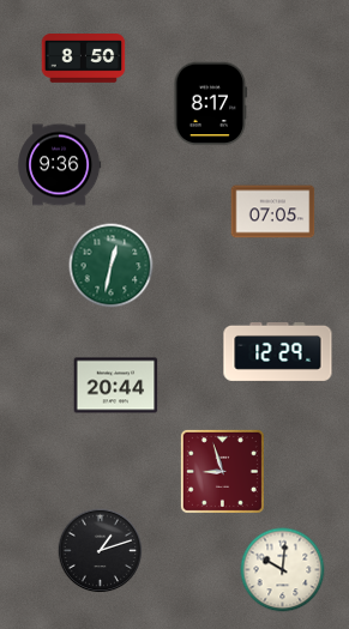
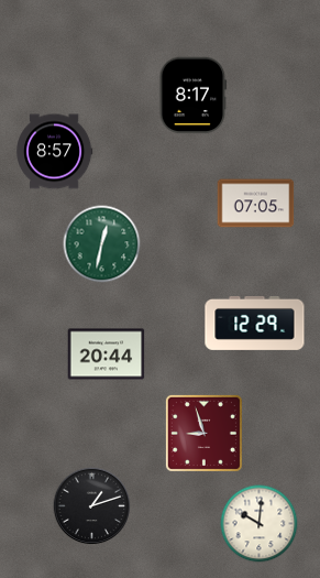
clock at (84, 59): 8:50 -> none
clock at (60, 165): 9:36 -> 8:57
clock at (273, 212) position: (273, 212) -> (256, 204)
